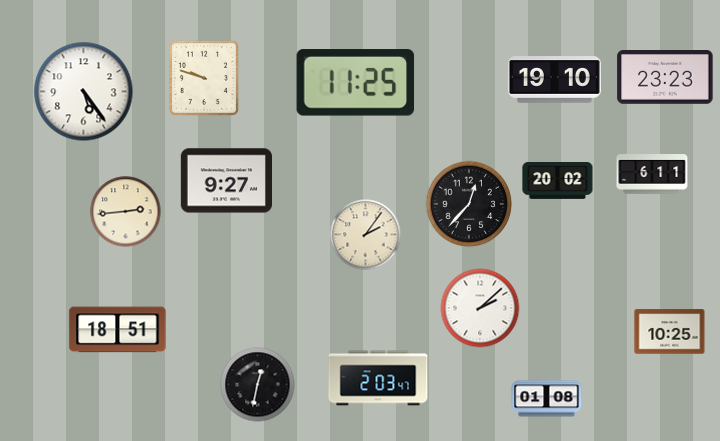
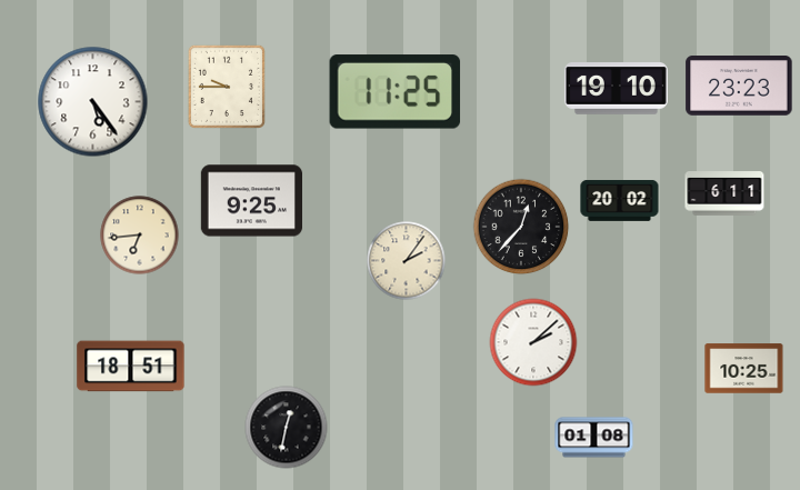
clock at (204, 78): 9:48 -> 9:45
clock at (226, 181): 9:27 -> 9:25
clock at (126, 212): 2:44 -> 6:44
clock at (378, 378): 2:03 -> none
clock at (547, 399) position: (547, 399) -> (594, 438)
